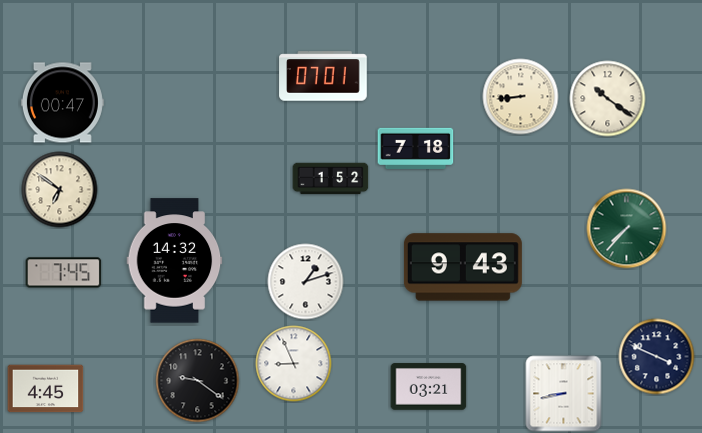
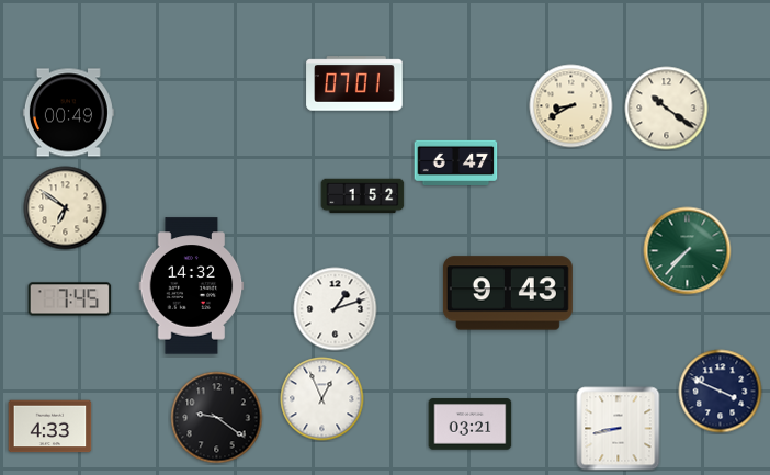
clock at (521, 97): 8:44 -> 8:40
clock at (62, 103): 00:47 -> 00:49
clock at (416, 148): 7:18 -> 6:47
clock at (294, 364): 8:56 -> 12:56
clock at (46, 389): 4:45 -> 4:33
clock at (564, 394) position: (564, 394) -> (619, 429)
